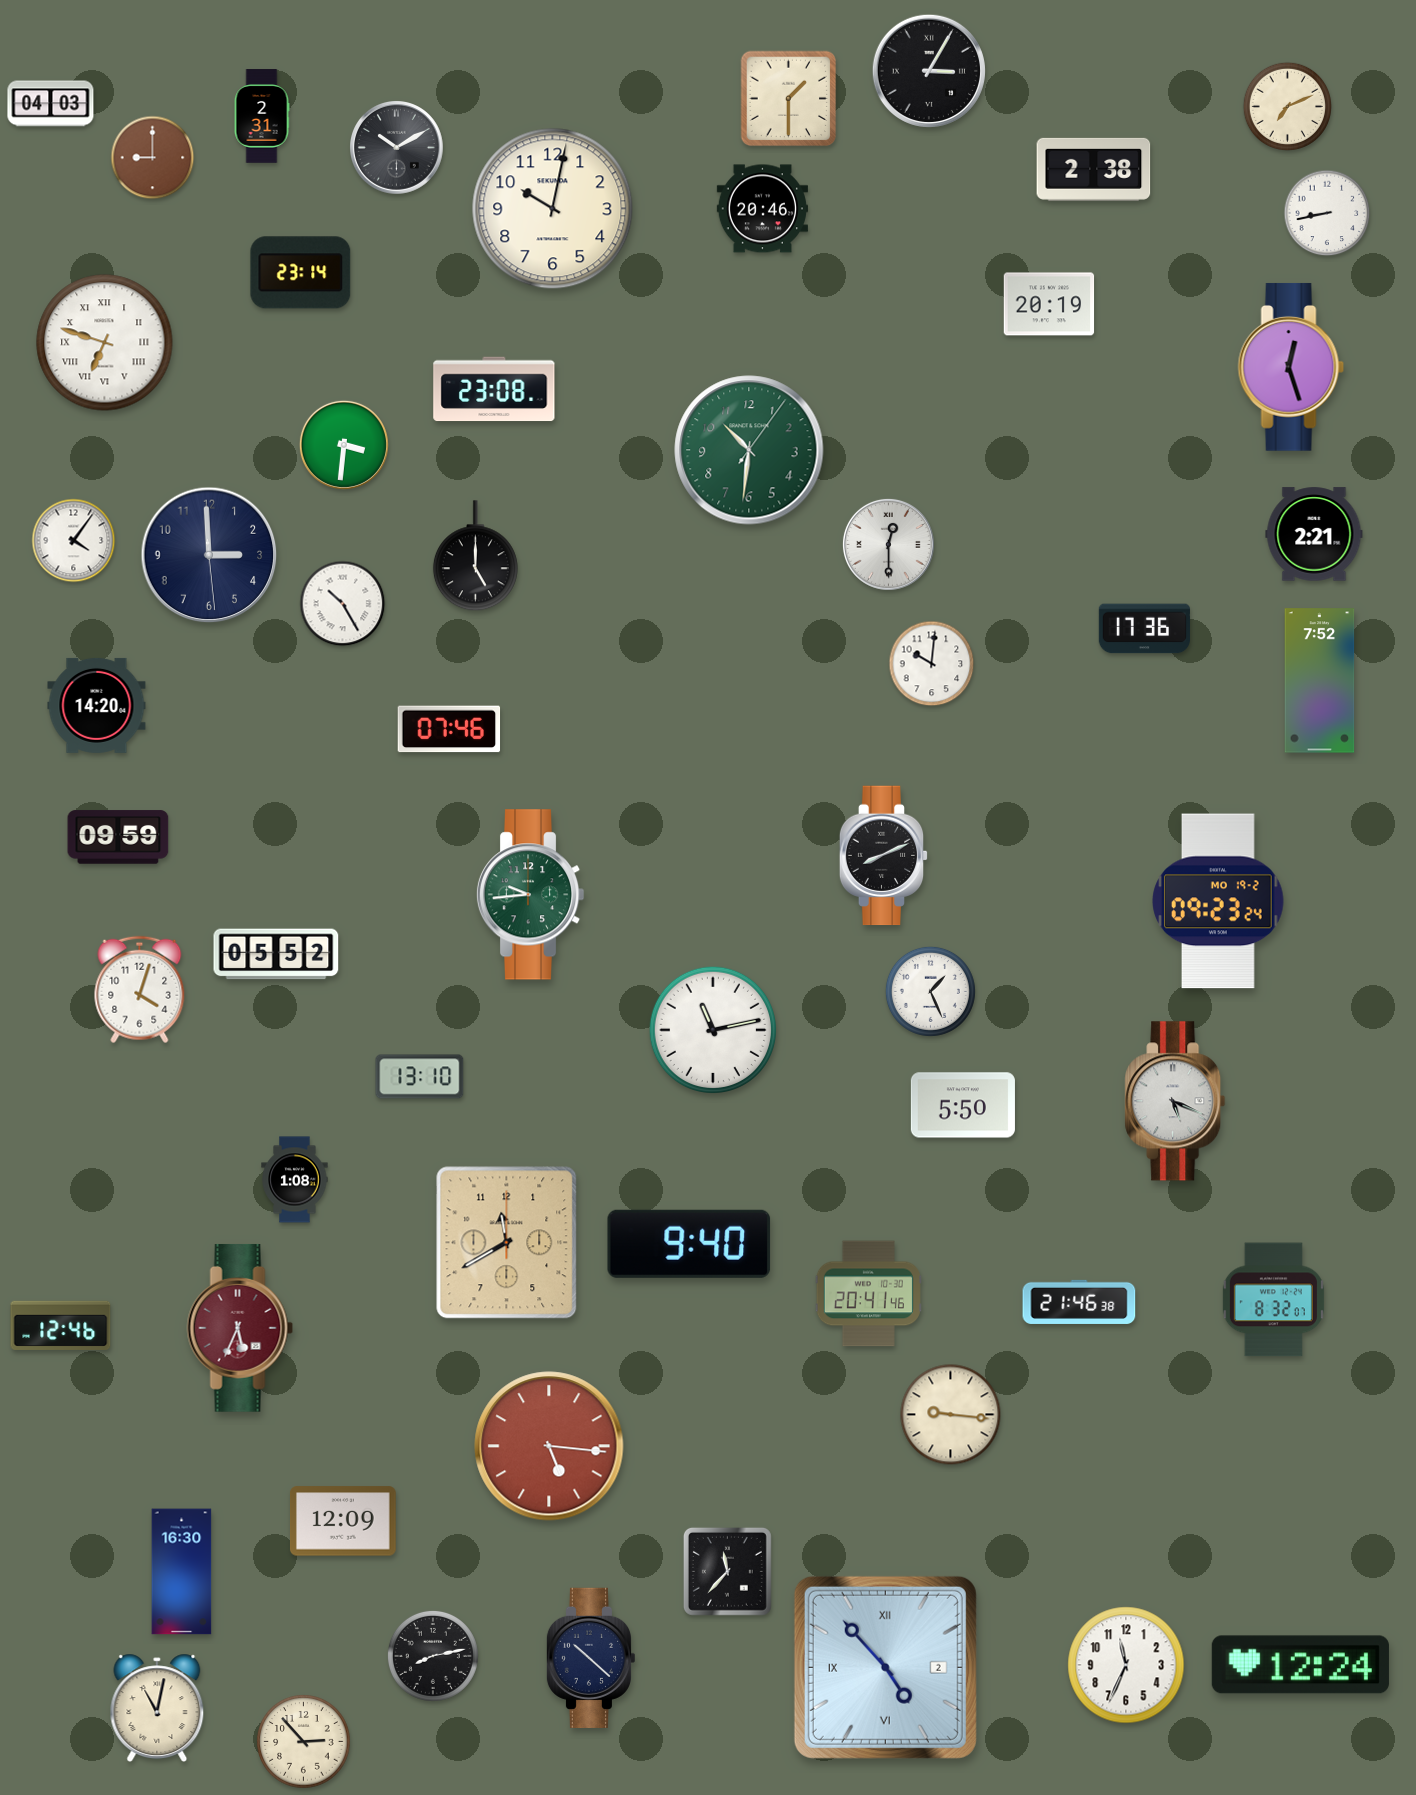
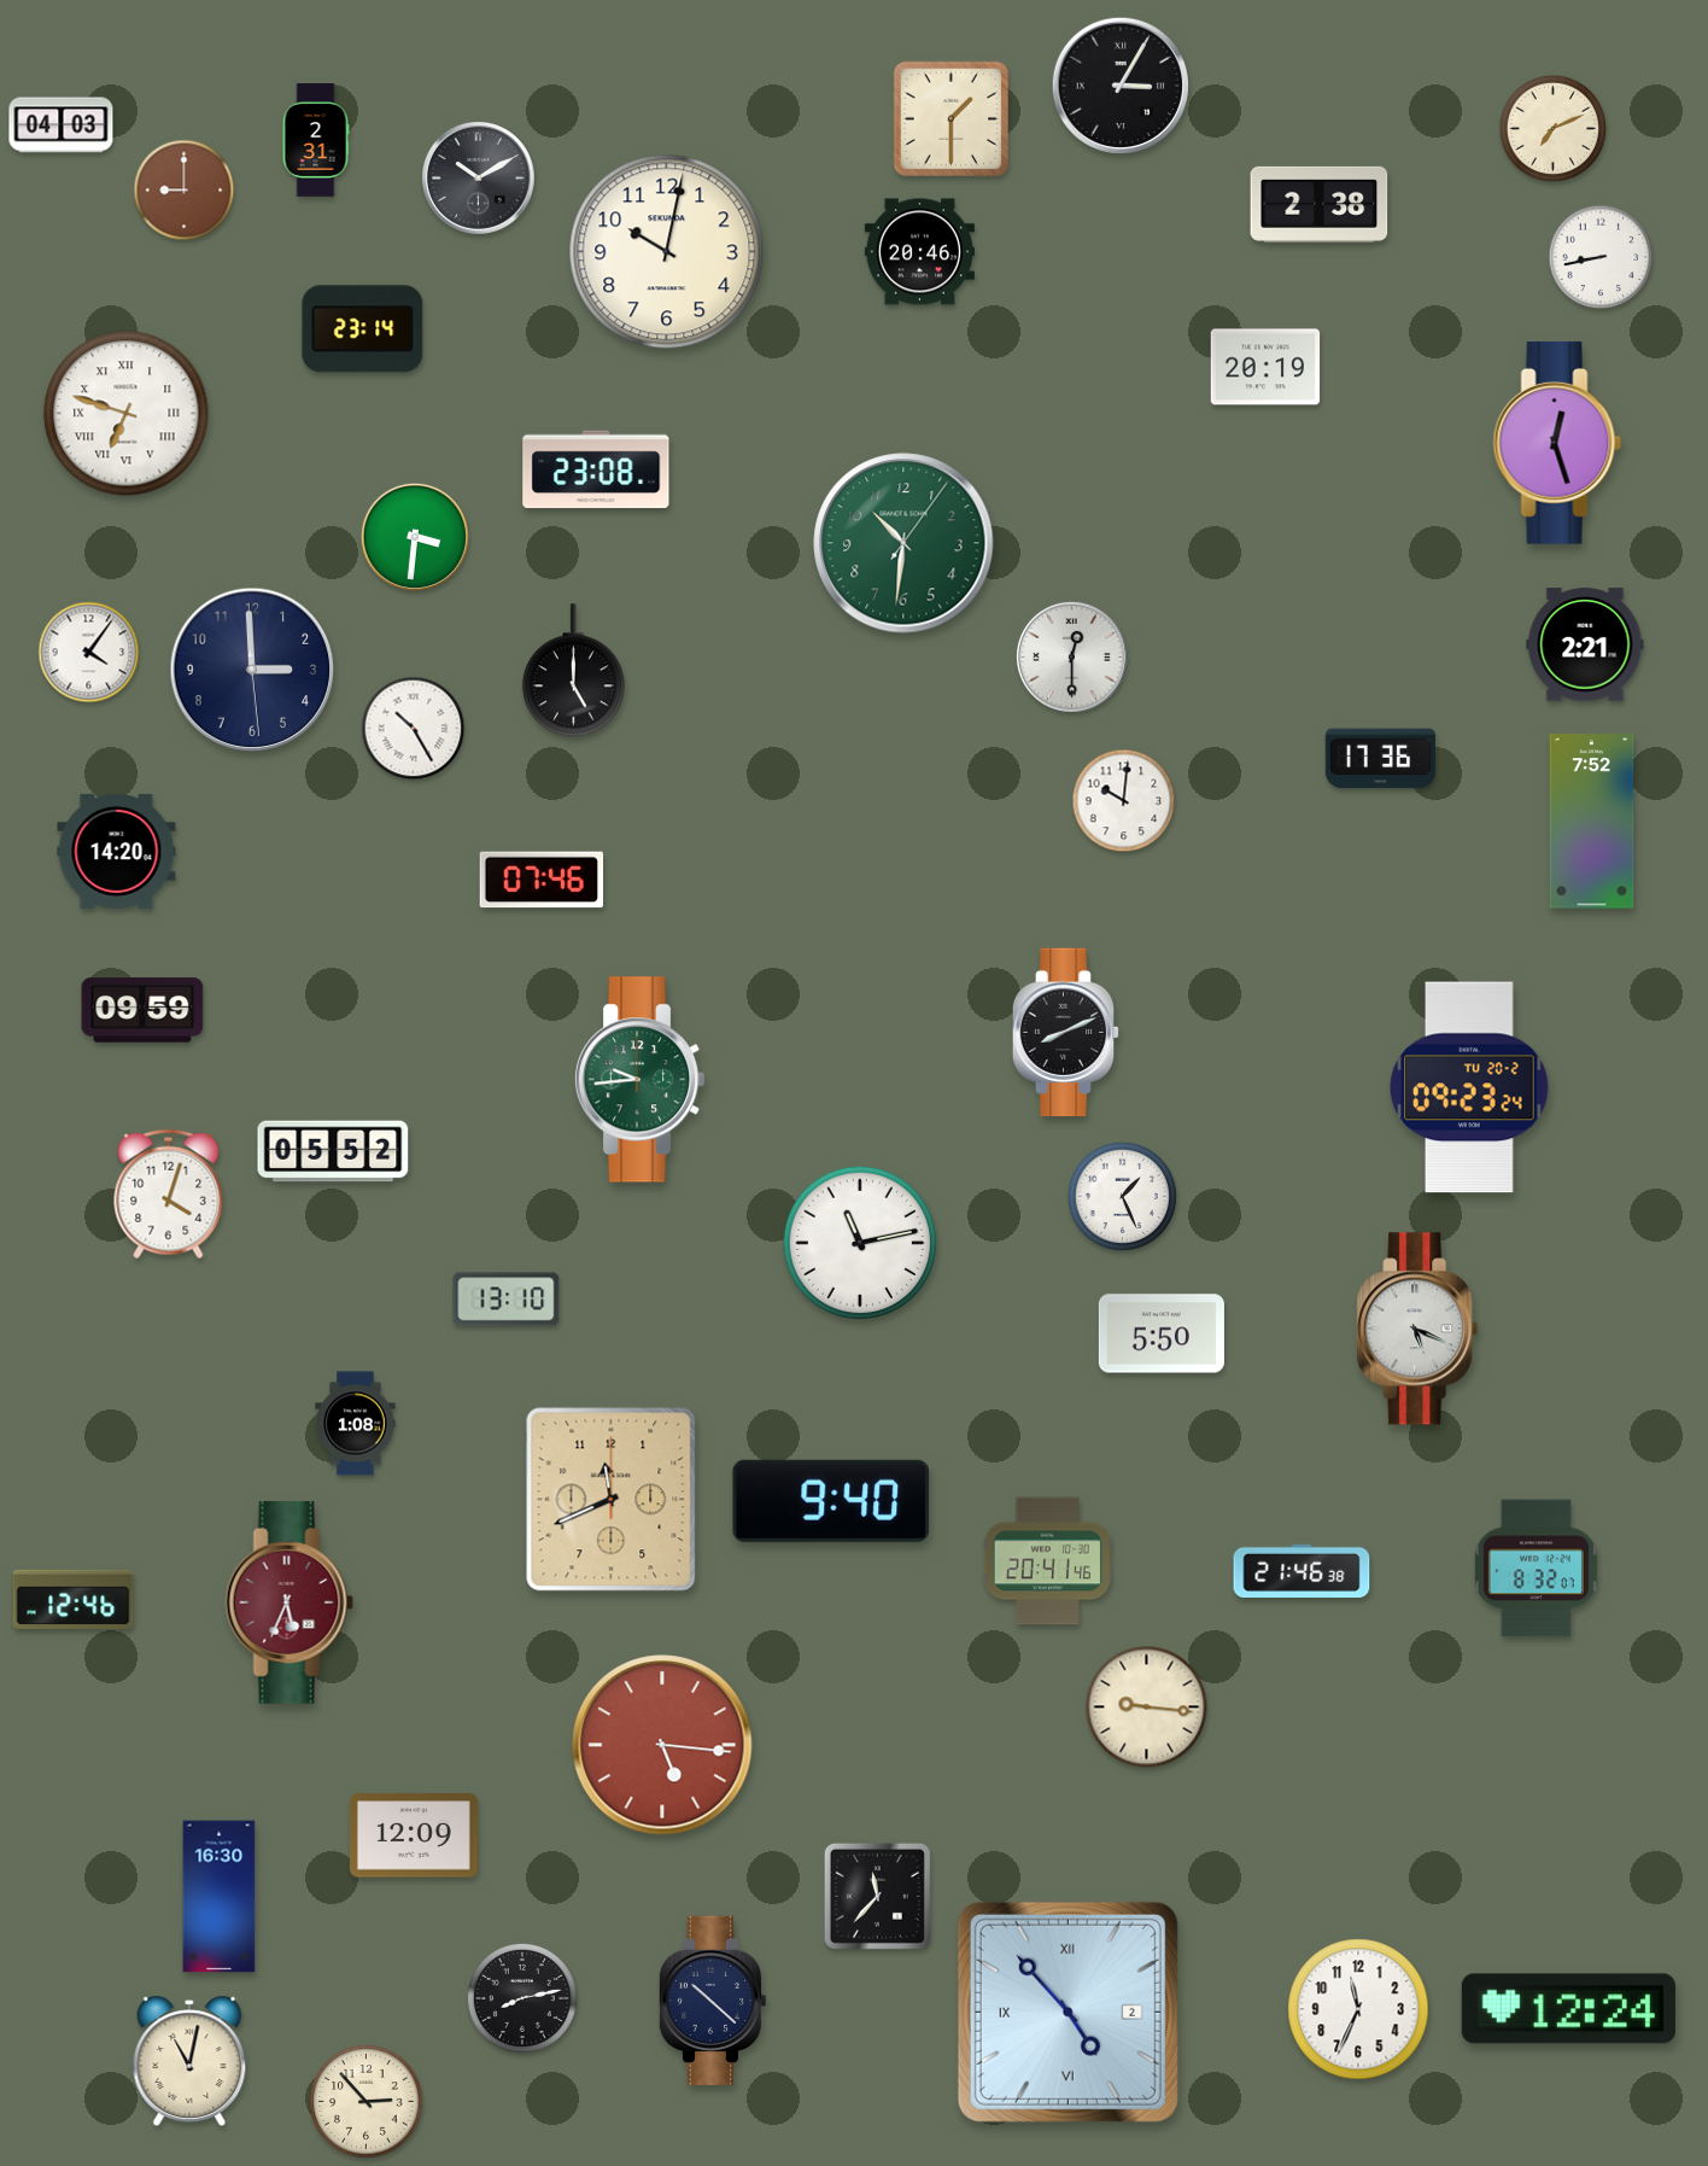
clock at (1218, 901) date: MO 19-2 -> TU 20-2
clock at (507, 1243): 11:40 -> 11:41
